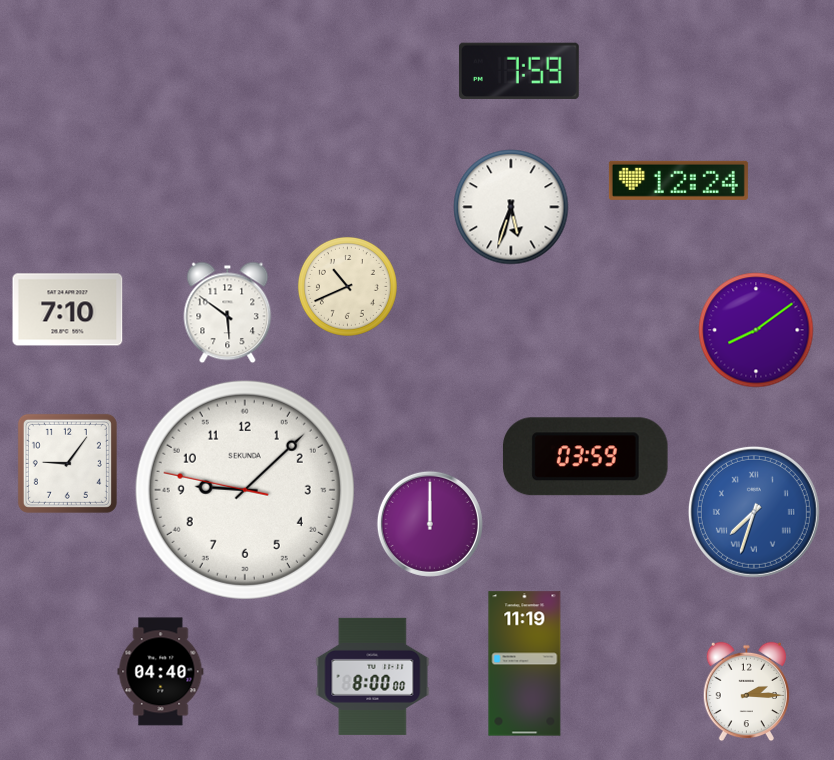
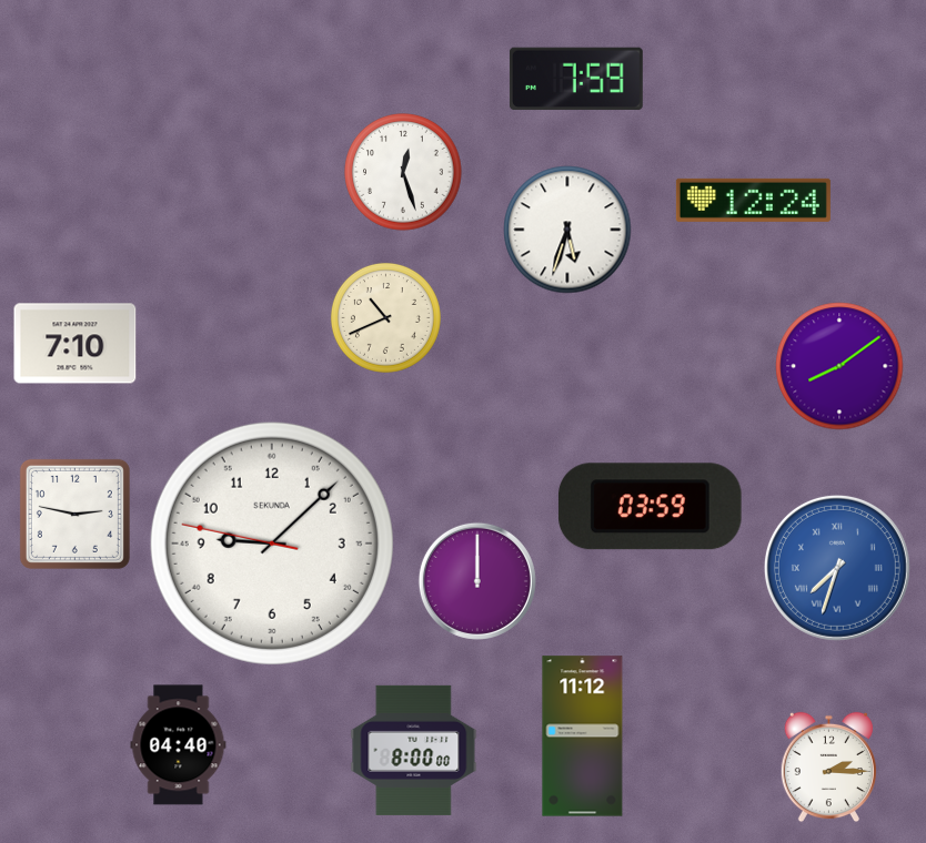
clock at (403, 172): none -> 12:27
clock at (228, 313): 5:51 -> none
clock at (67, 463): 9:06 -> 2:47
clock at (525, 664): 11:19 -> 11:12
